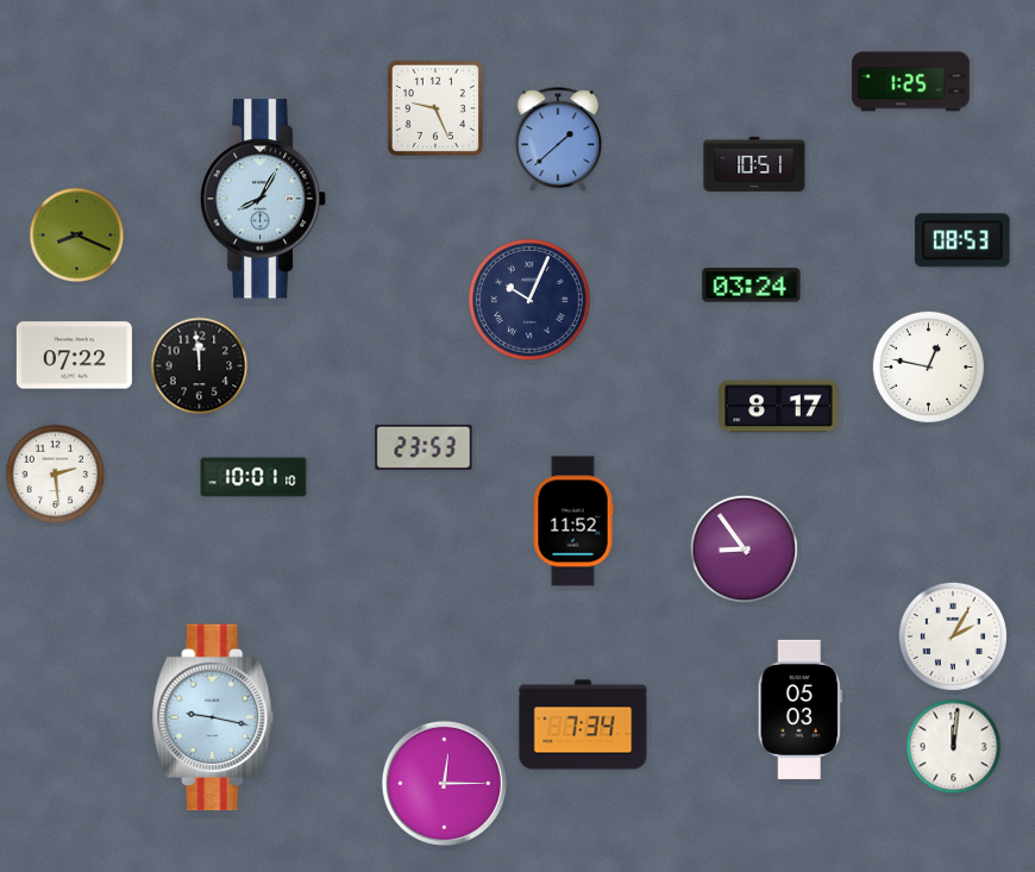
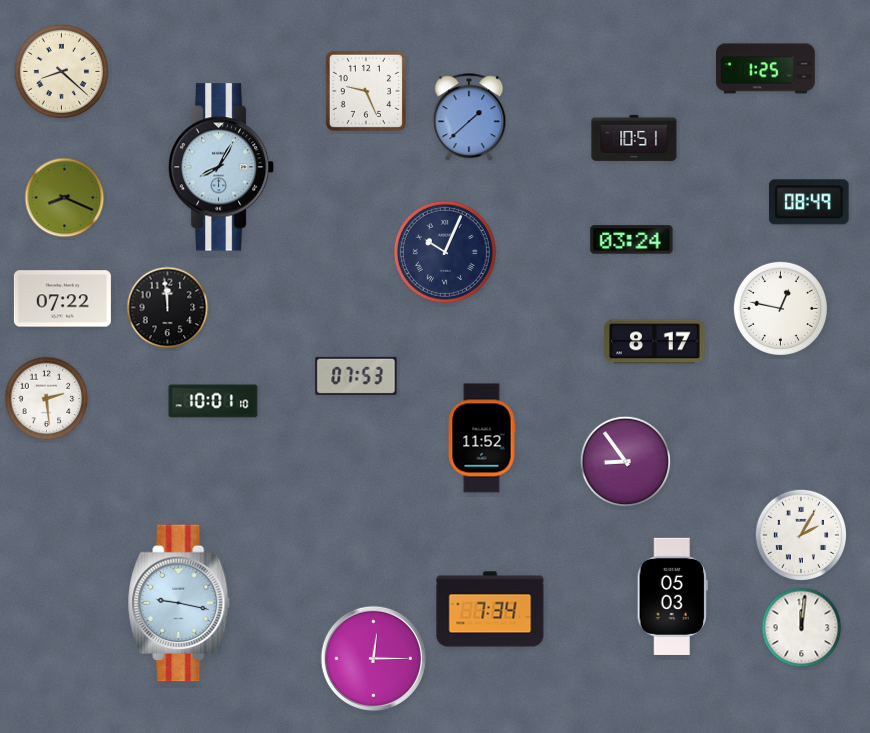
clock at (61, 71): none -> 8:22
clock at (964, 240): 08:53 -> 08:49
clock at (424, 447): 23:53 -> 07:53
